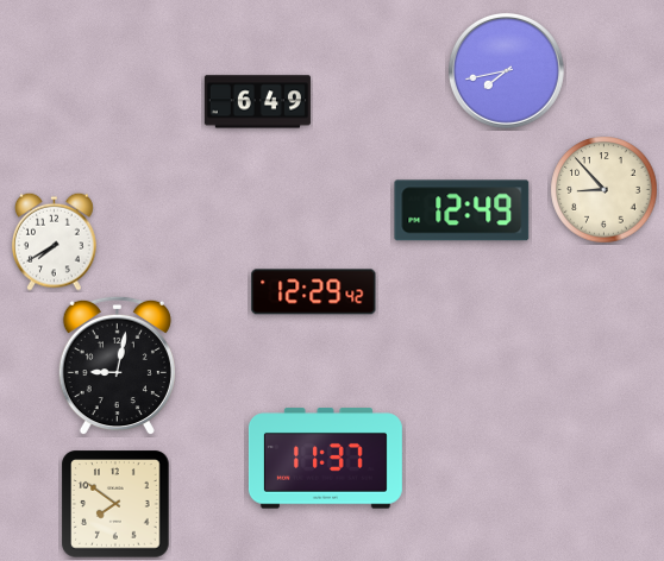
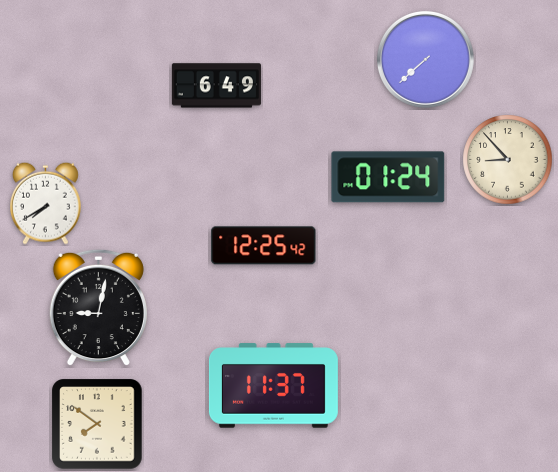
clock at (506, 70): 7:43 -> 7:38
clock at (462, 210): 12:49 -> 01:24
clock at (314, 292): 12:29 -> 12:25
